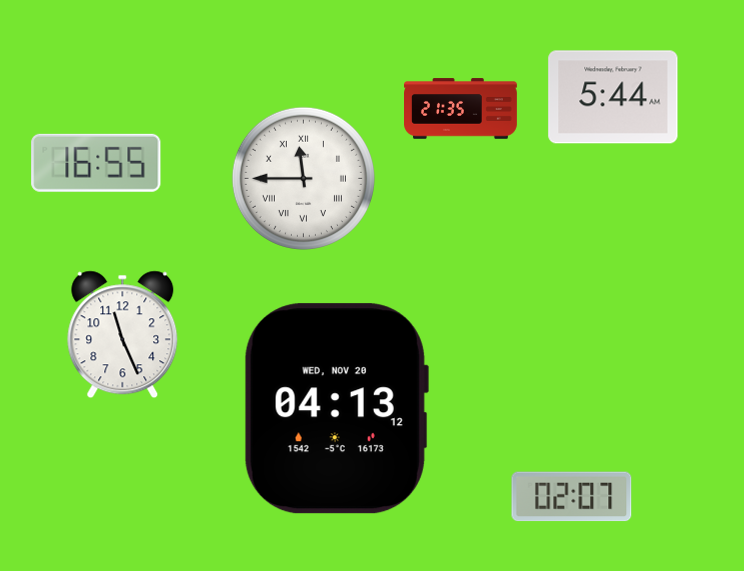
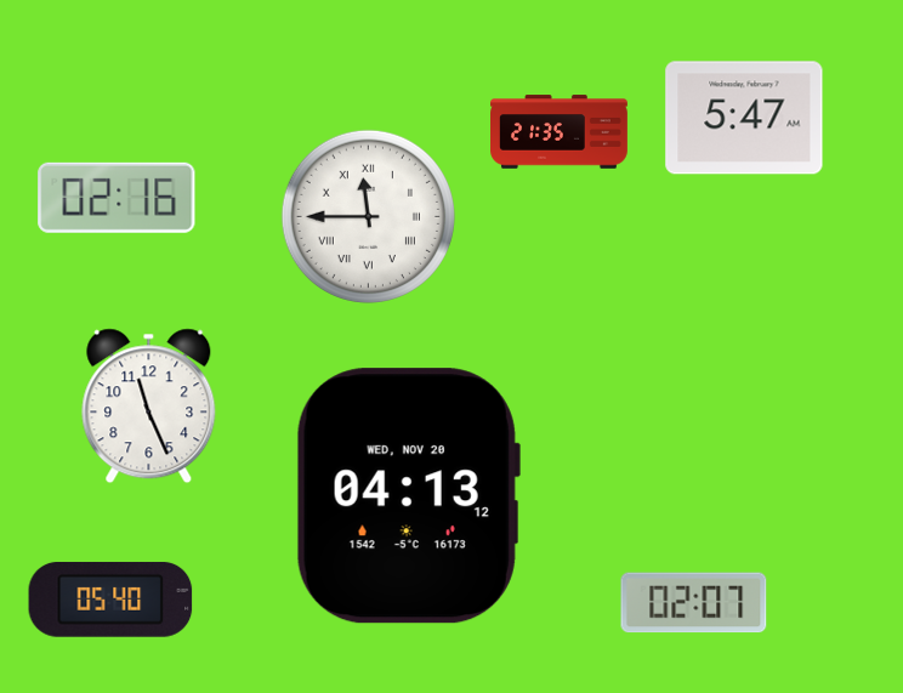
clock at (613, 97): 5:44 -> 5:47
clock at (96, 163): 16:55 -> 02:16
clock at (110, 600): none -> 05:40
